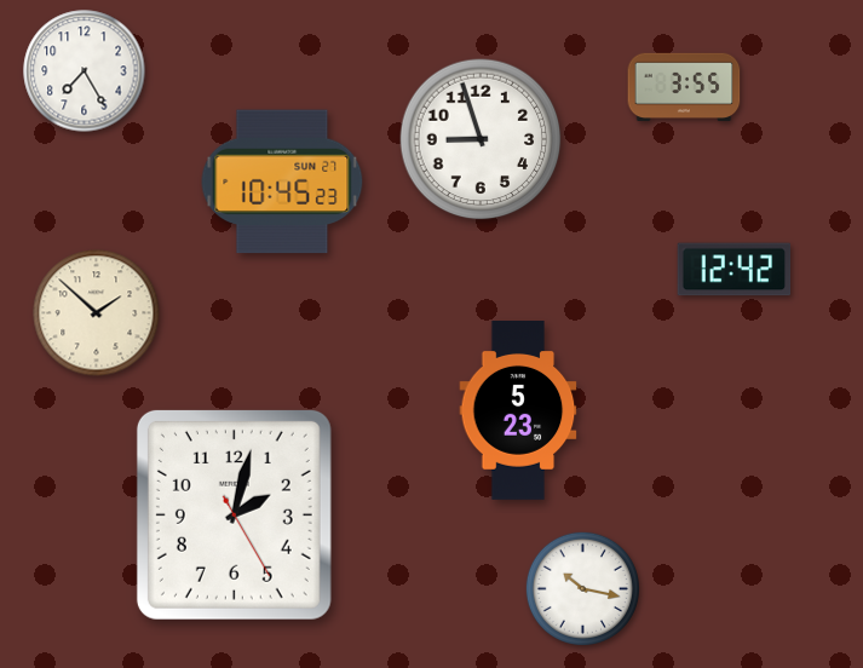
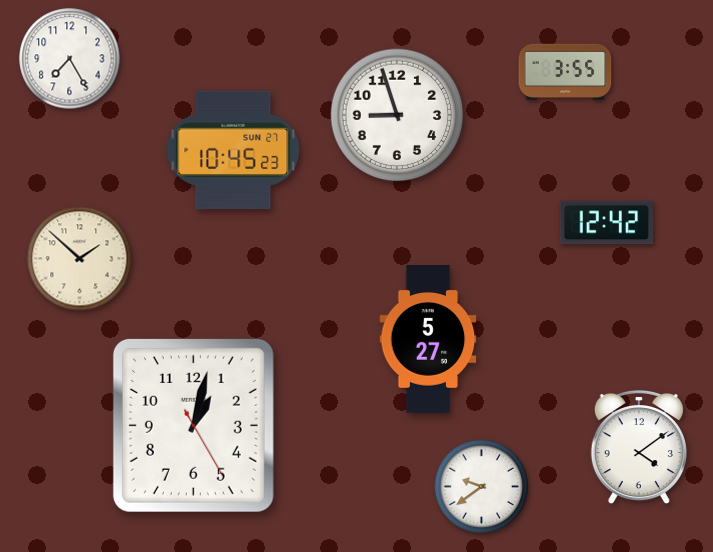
clock at (518, 411): 5:23 -> 5:27
clock at (234, 514): 2:02 -> 1:02
clock at (639, 447): none -> 4:09
clock at (582, 588): 10:17 -> 9:39
